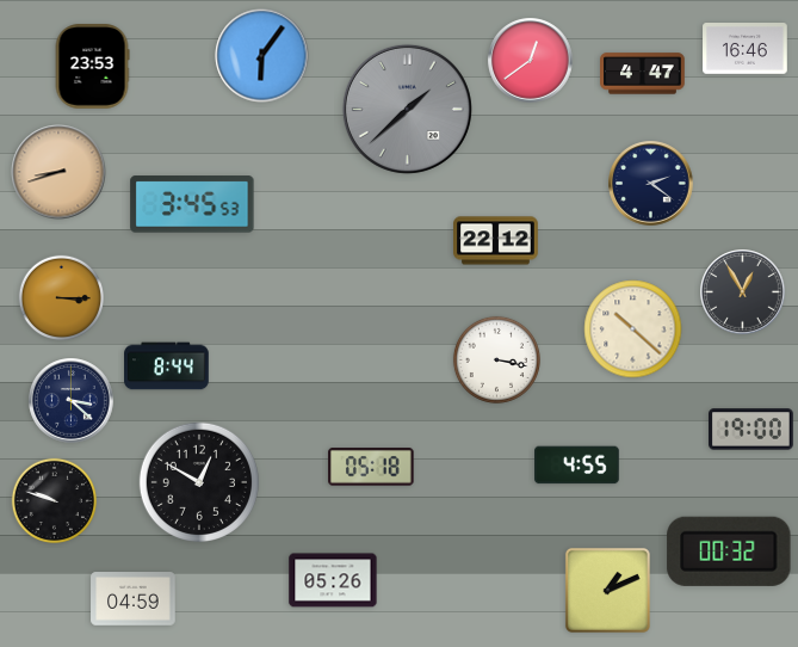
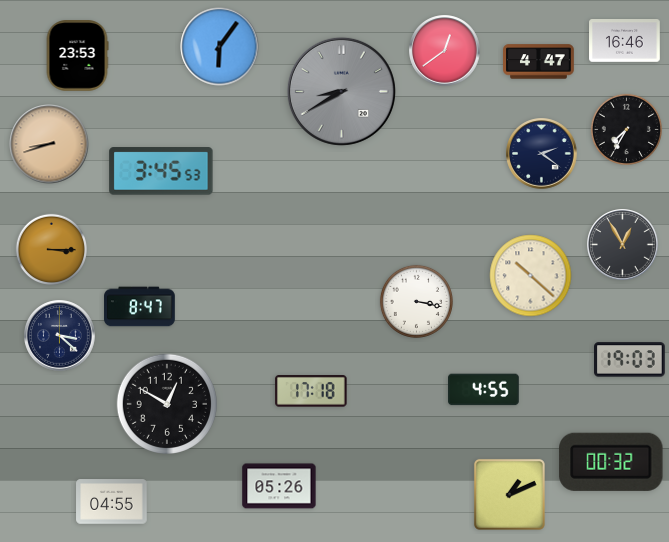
clock at (407, 109): 1:38 -> 8:40
clock at (626, 129): none -> 7:35
clock at (651, 184) position: (651, 184) -> (542, 154)
clock at (496, 241): 22:12 -> none
clock at (167, 366): 8:44 -> 8:47
clock at (751, 430): 19:00 -> 19:03
clock at (371, 467): 05:18 -> 17:18
clock at (54, 500): 9:48 -> none
clock at (134, 599): 04:59 -> 04:55
